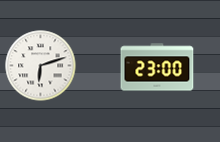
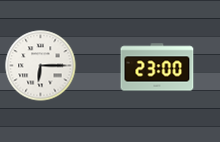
clock at (41, 66): 6:12 -> 6:15
